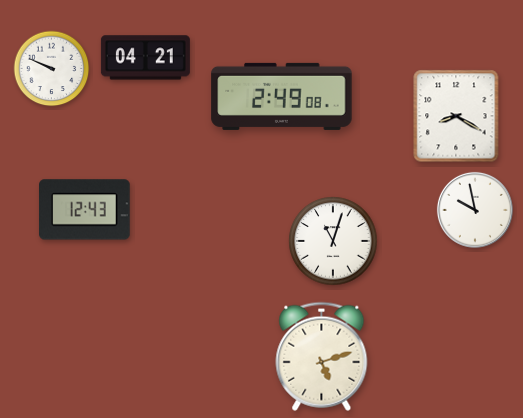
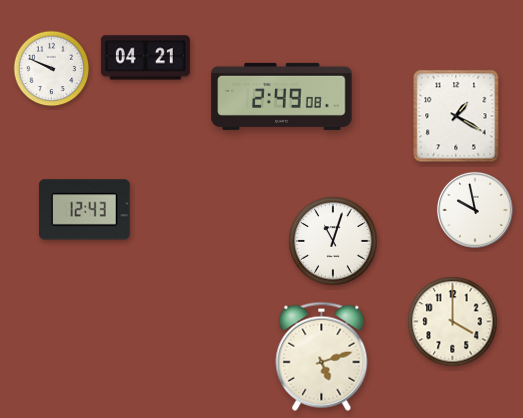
clock at (456, 116): 8:20 -> 1:20
clock at (453, 322): none -> 4:00
